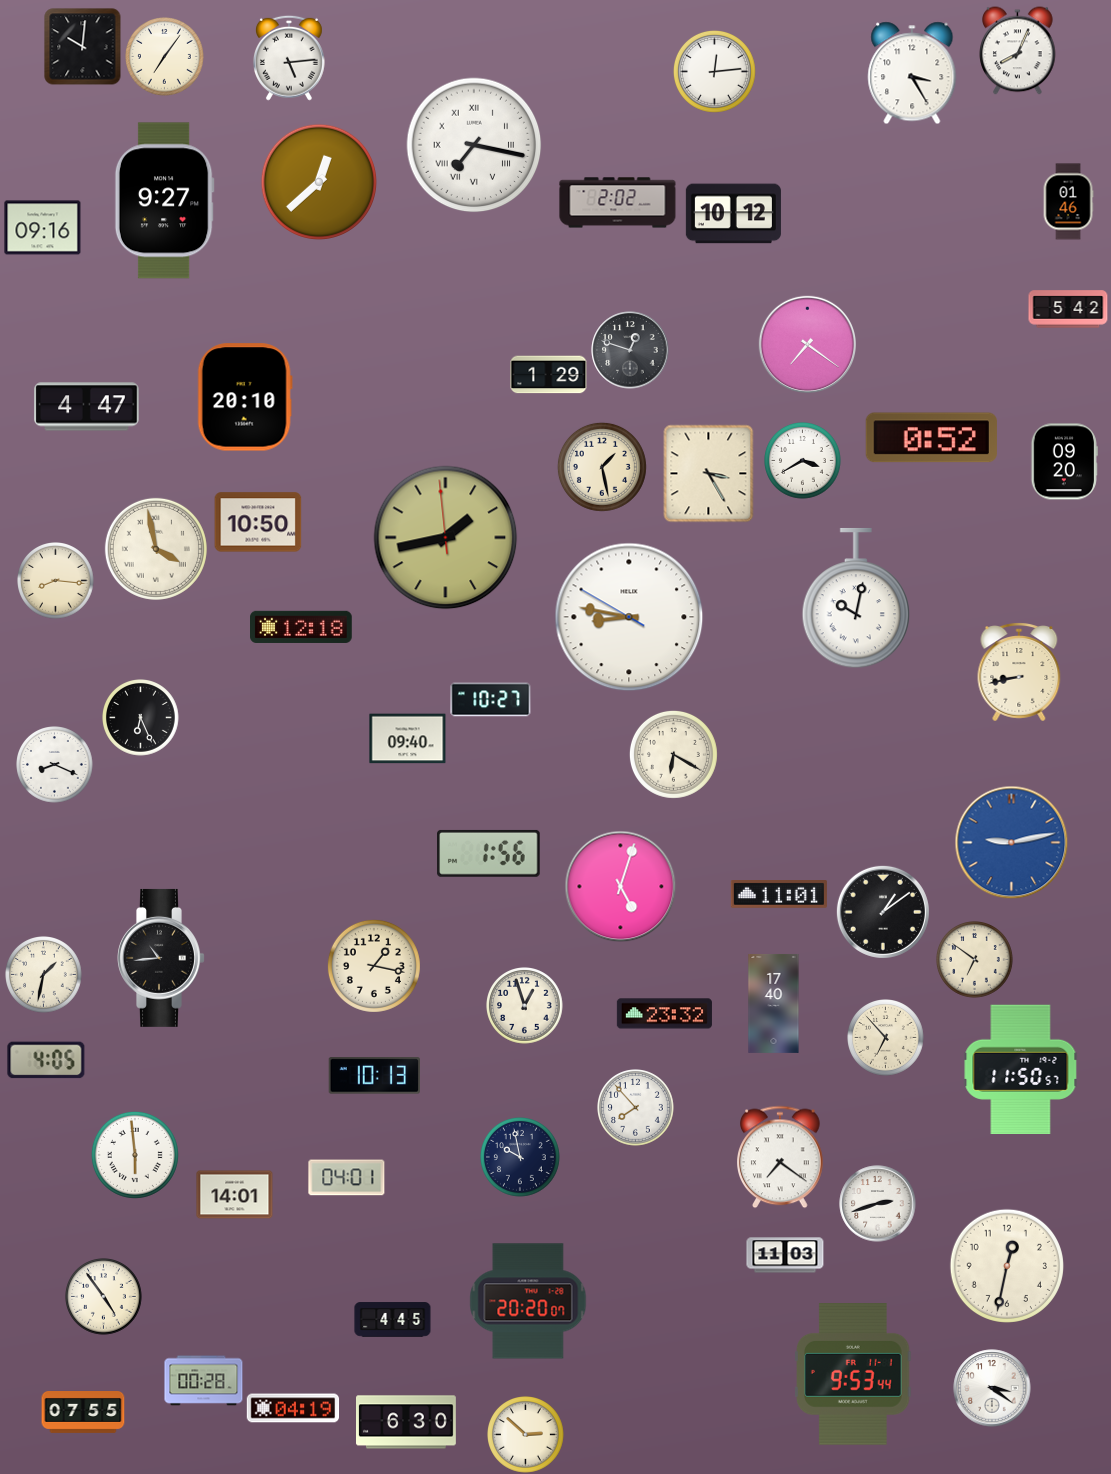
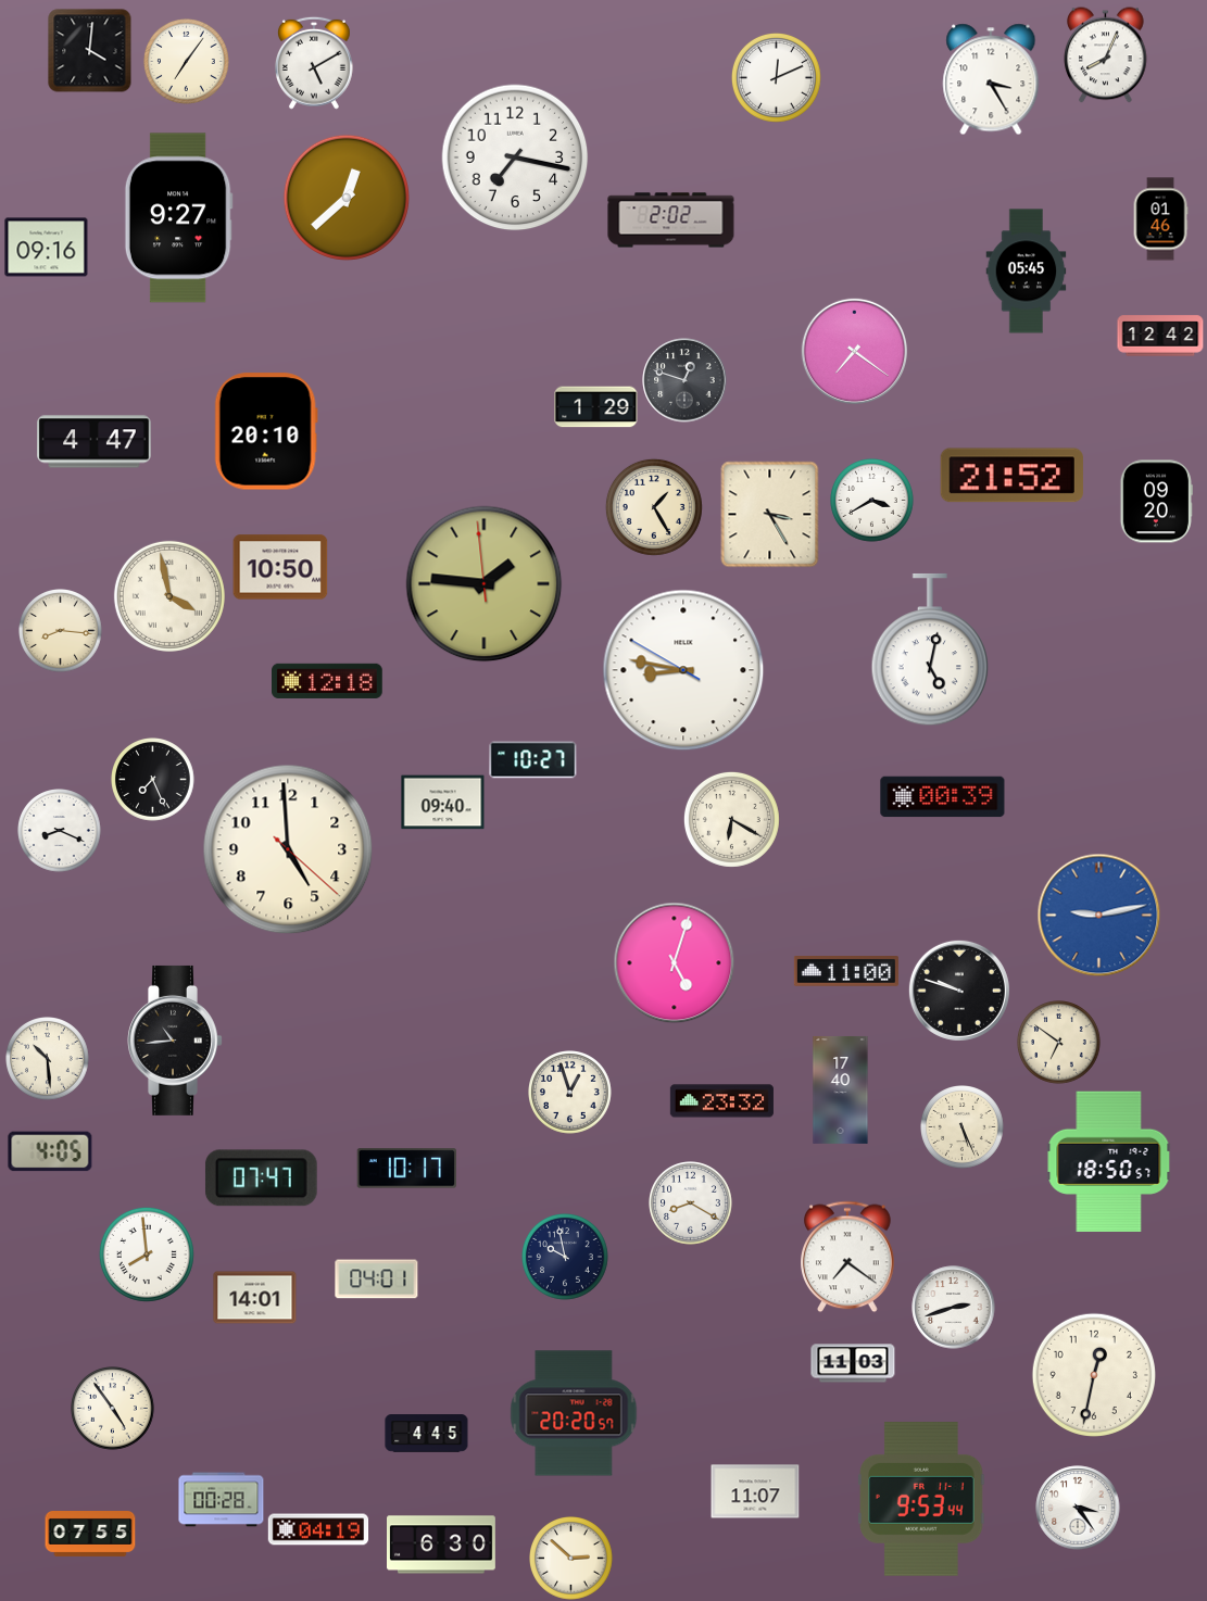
clock at (83, 47): 10:01 -> 4:01
clock at (165, 57) position: (165, 57) -> (187, 62)
clock at (289, 58): 5:14 -> 5:10
clock at (714, 71): 12:14 -> 12:11
clock at (474, 145) numerals: Roman -> Arabic
clock at (733, 214): 10:12 -> none
clock at (1027, 272): none -> 05:45
clock at (1068, 309): 5:42 -> 12:42
clock at (807, 344) position: (807, 344) -> (854, 351)
clock at (931, 438): 0:52 -> 21:52
clock at (602, 467): 1:28 -> 1:25
clock at (446, 538): 1:42 -> 1:45
clock at (856, 598): 10:02 -> 5:02
clock at (1019, 672): 8:43 -> none
clock at (141, 718): 6:26 -> 7:26
clock at (943, 797): none -> 00:39
clock at (288, 849): none -> 4:59
clock at (489, 853): 1:56 -> none
clock at (779, 895): 11:01 -> 11:00
clock at (883, 912): 1:09 -> 9:48
clock at (374, 966): 1:17 -> none
clock at (44, 975): 1:32 -> 10:29
clock at (886, 1038): 6:53 -> 5:26
clock at (1021, 1070): 11:50 -> 18:50
clock at (374, 1076): 10:13 -> 10:17
clock at (261, 1178): none -> 07:47
clock at (636, 1108): 7:53 -> 8:20
clock at (135, 1155): 5:59 -> 7:59
clock at (528, 1301): 20:20:07 -> 20:20:57
clock at (755, 1491): none -> 11:07
clock at (853, 1375) position: (853, 1375) -> (921, 1500)
clock at (992, 1388): 3:21 -> 3:24
